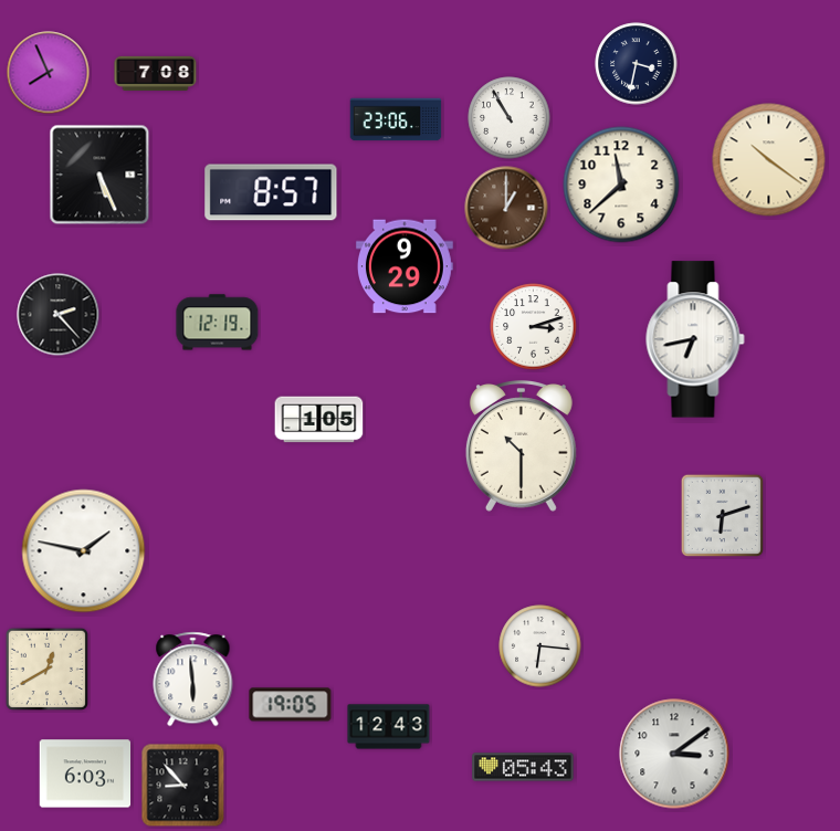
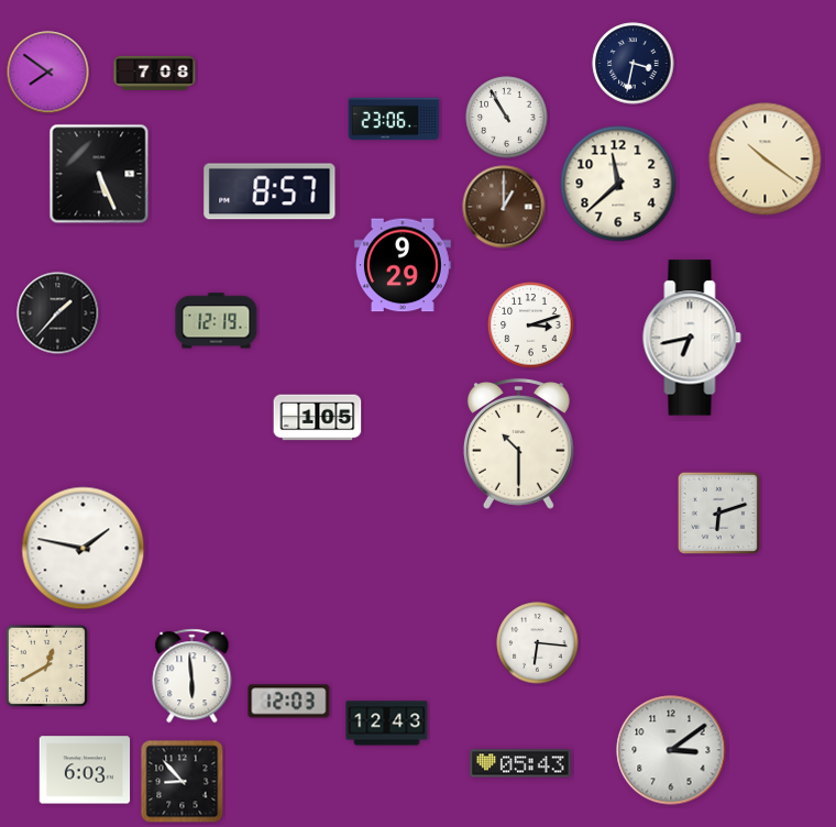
clock at (49, 73): 7:56 -> 7:51
clock at (59, 315): 2:23 -> 1:37
clock at (291, 705): 19:05 -> 12:03
